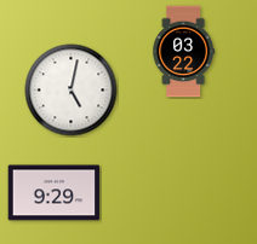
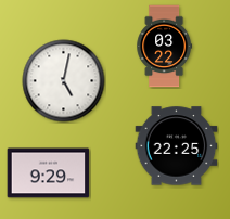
clock at (177, 146): none -> 22:25
